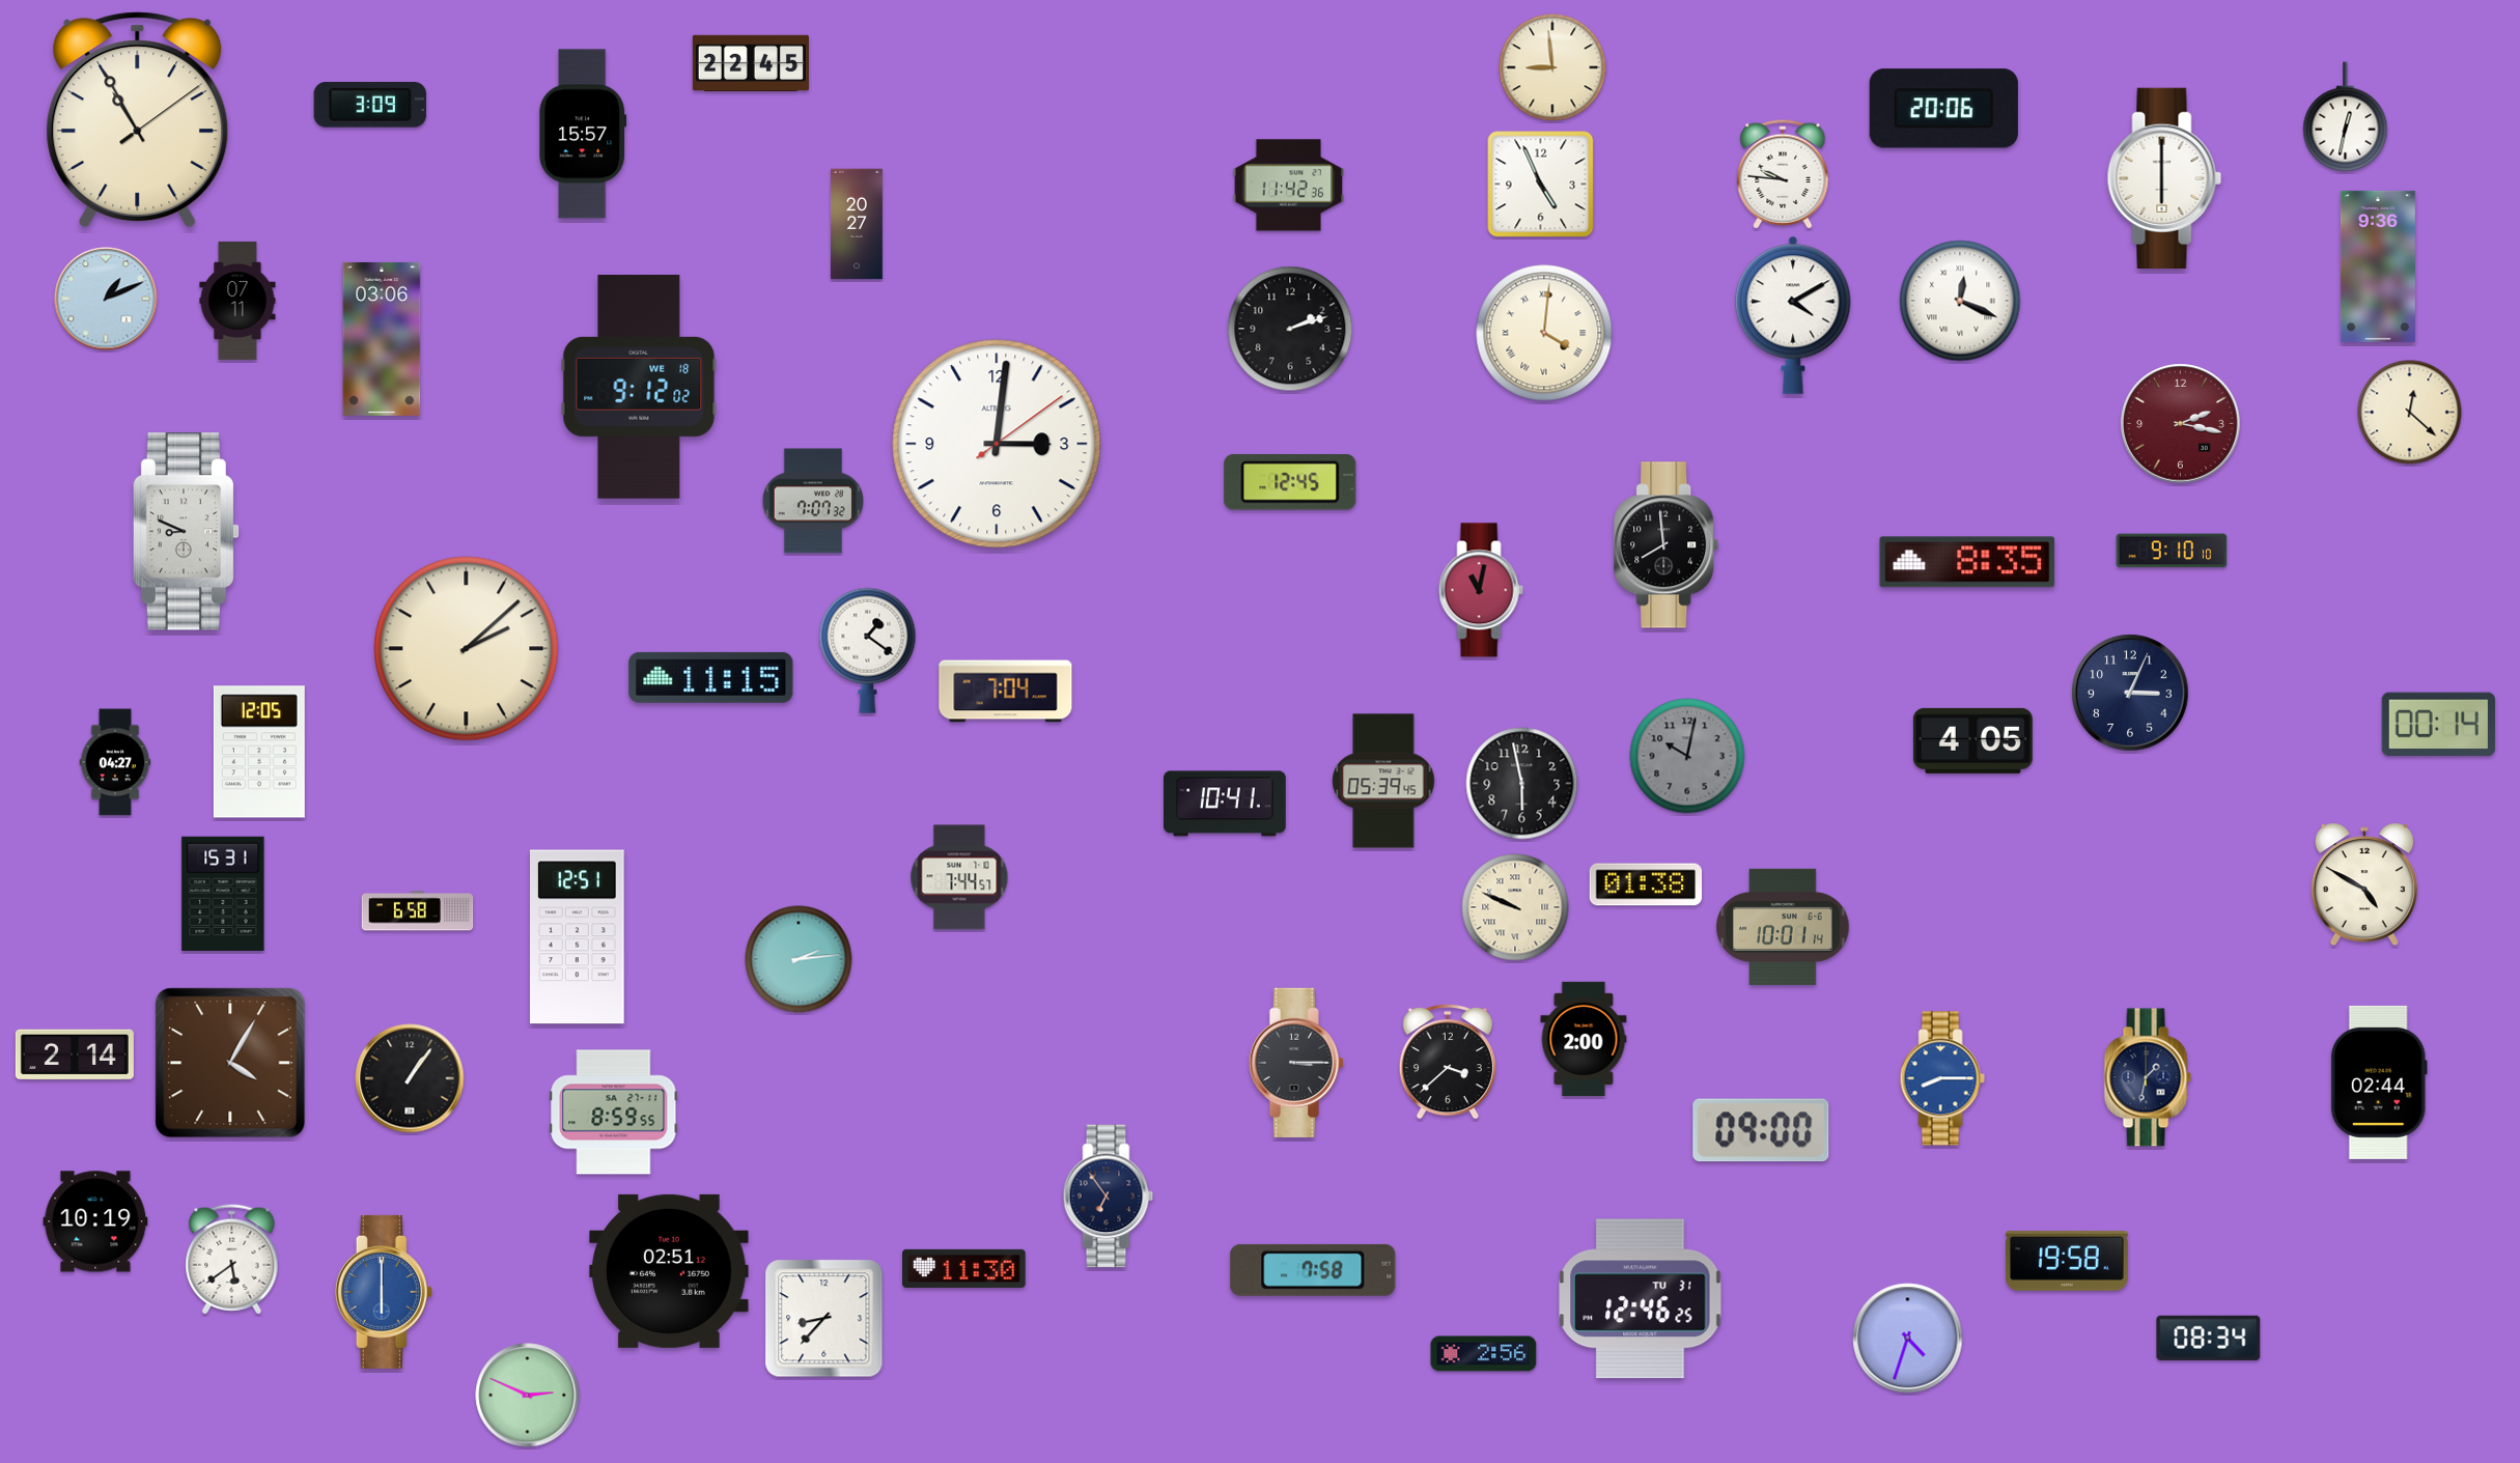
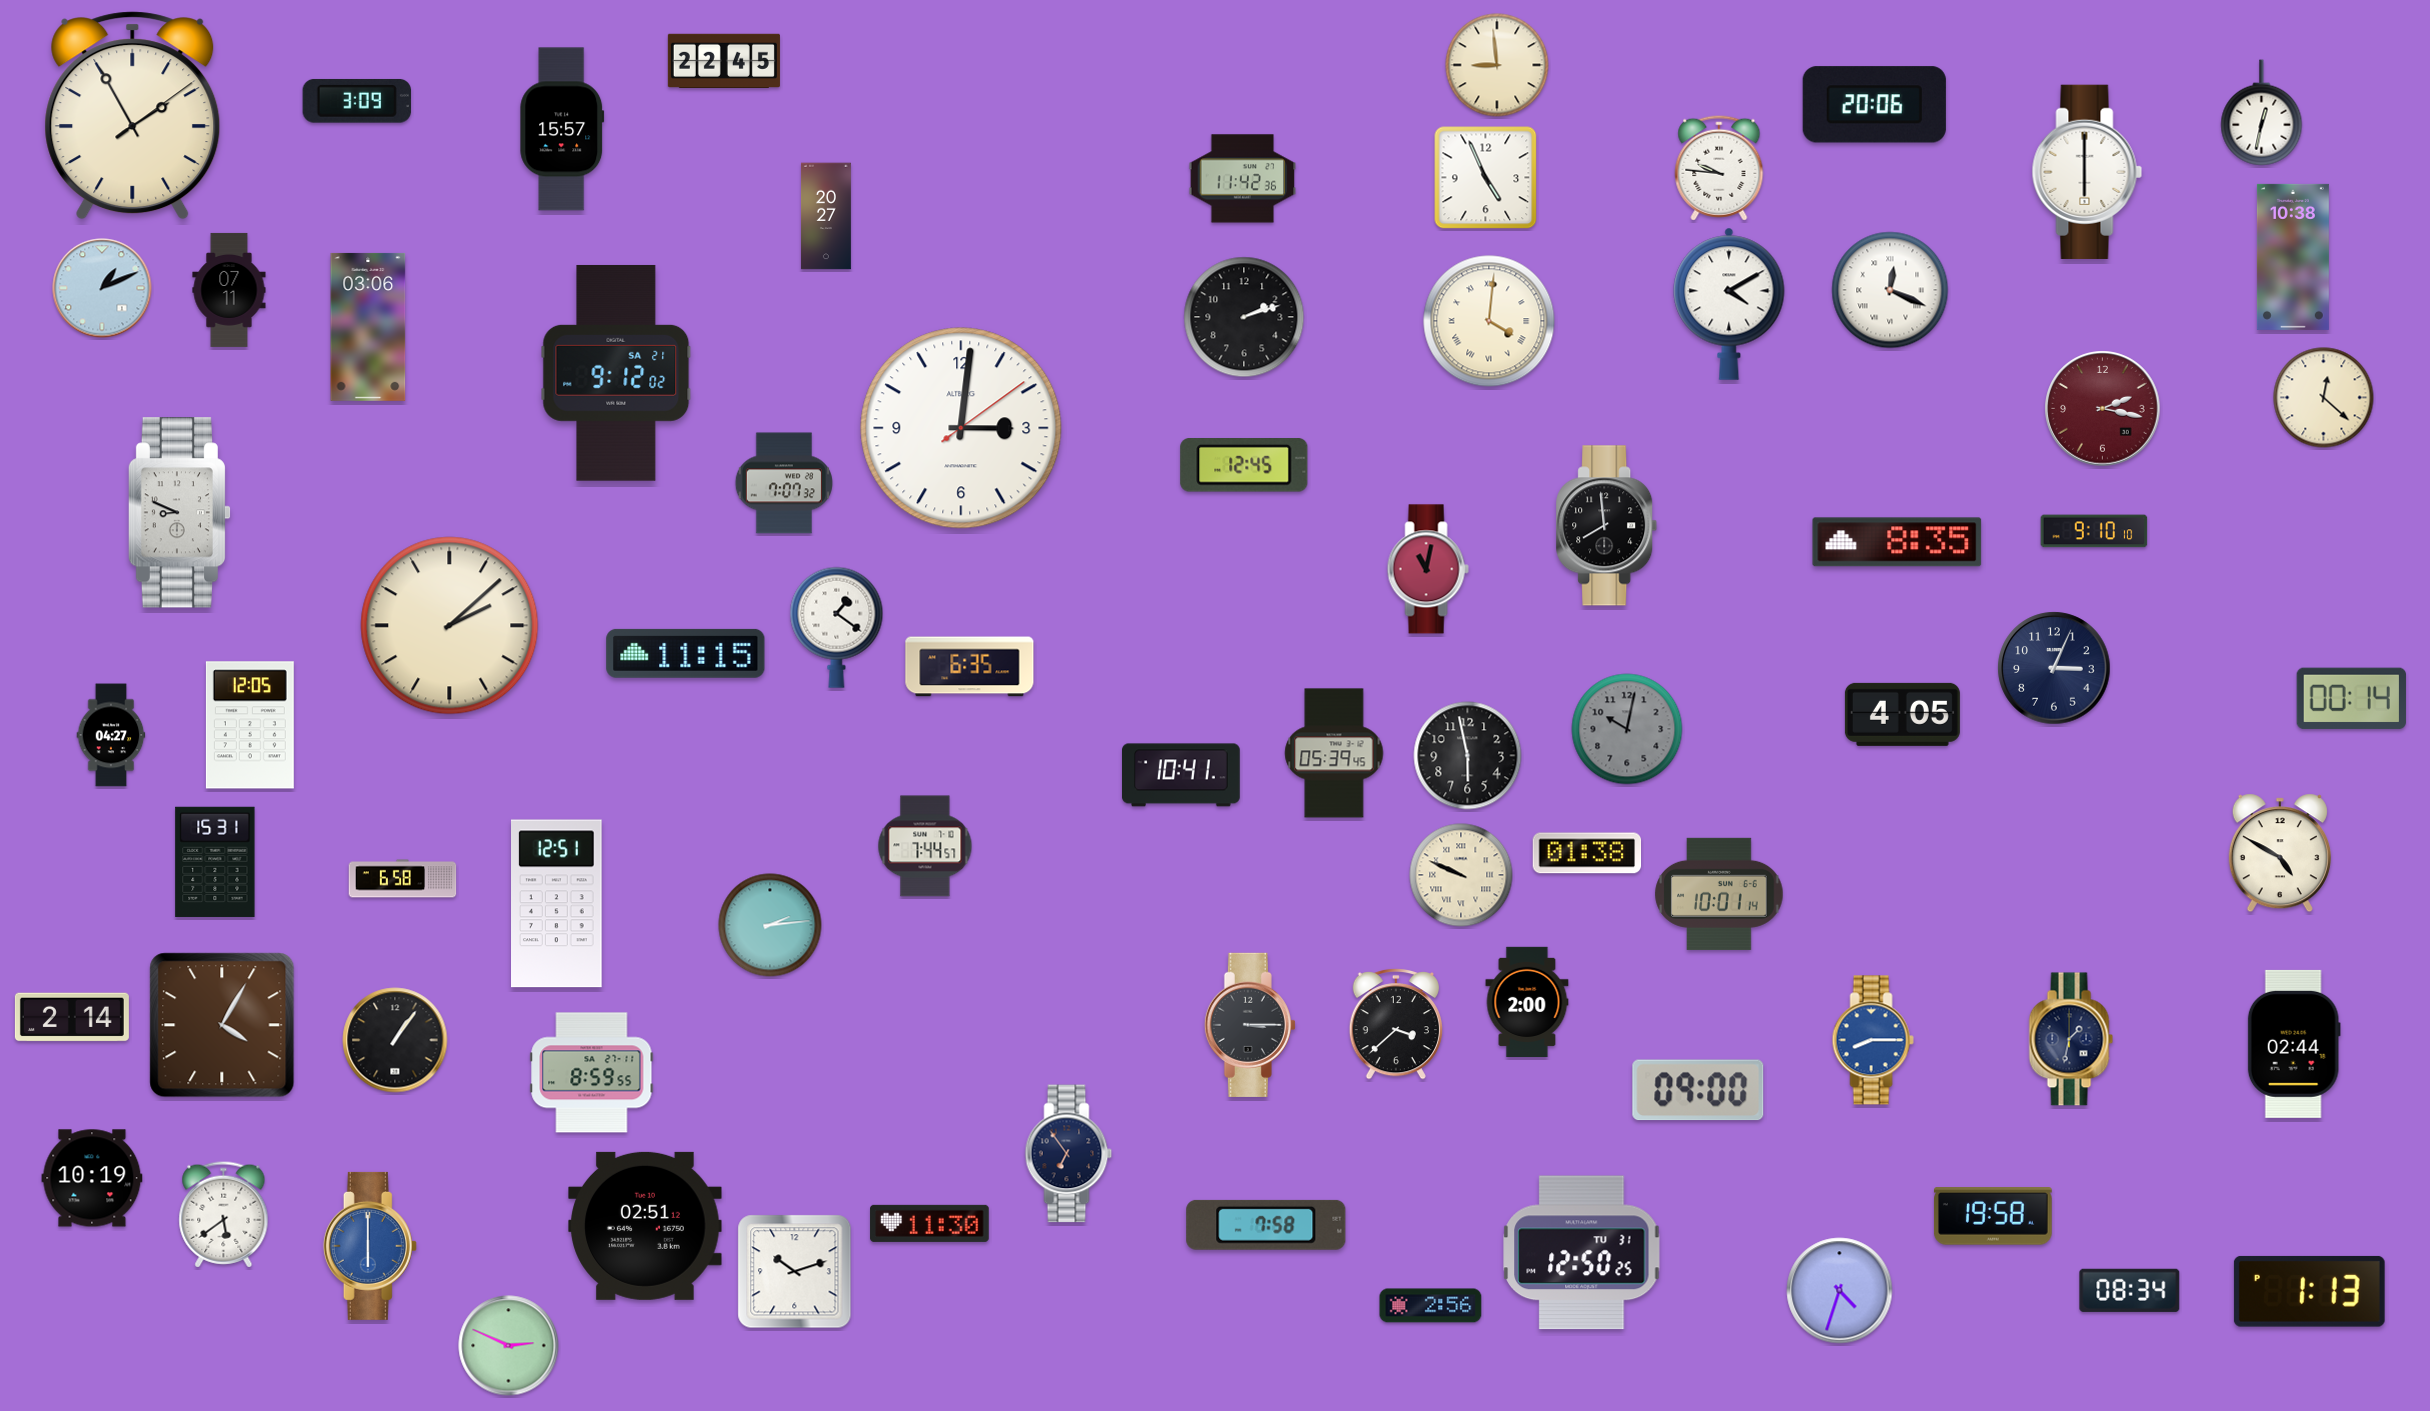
clock at (138, 120): 10:55 -> 1:55
clock at (2378, 266): 9:36 -> 10:38
clock at (639, 387) date: WE 18 -> SA 21
clock at (1006, 692): 7:04 -> 6:35
clock at (1641, 1299): 12:46 -> 12:50
clock at (824, 1319): 8:37 -> 10:12
clock at (2309, 1291): none -> 1:13
